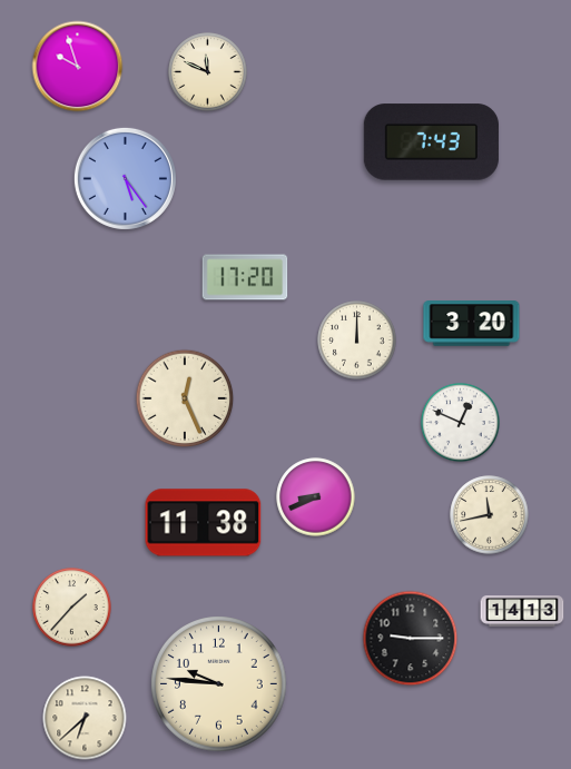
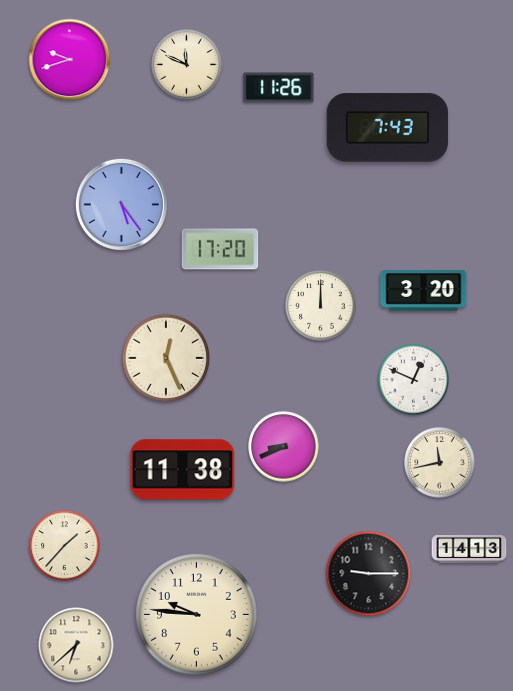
clock at (78, 67): 9:57 -> 9:42
clock at (279, 88): none -> 11:26
clock at (125, 178) position: (125, 178) -> (121, 204)
